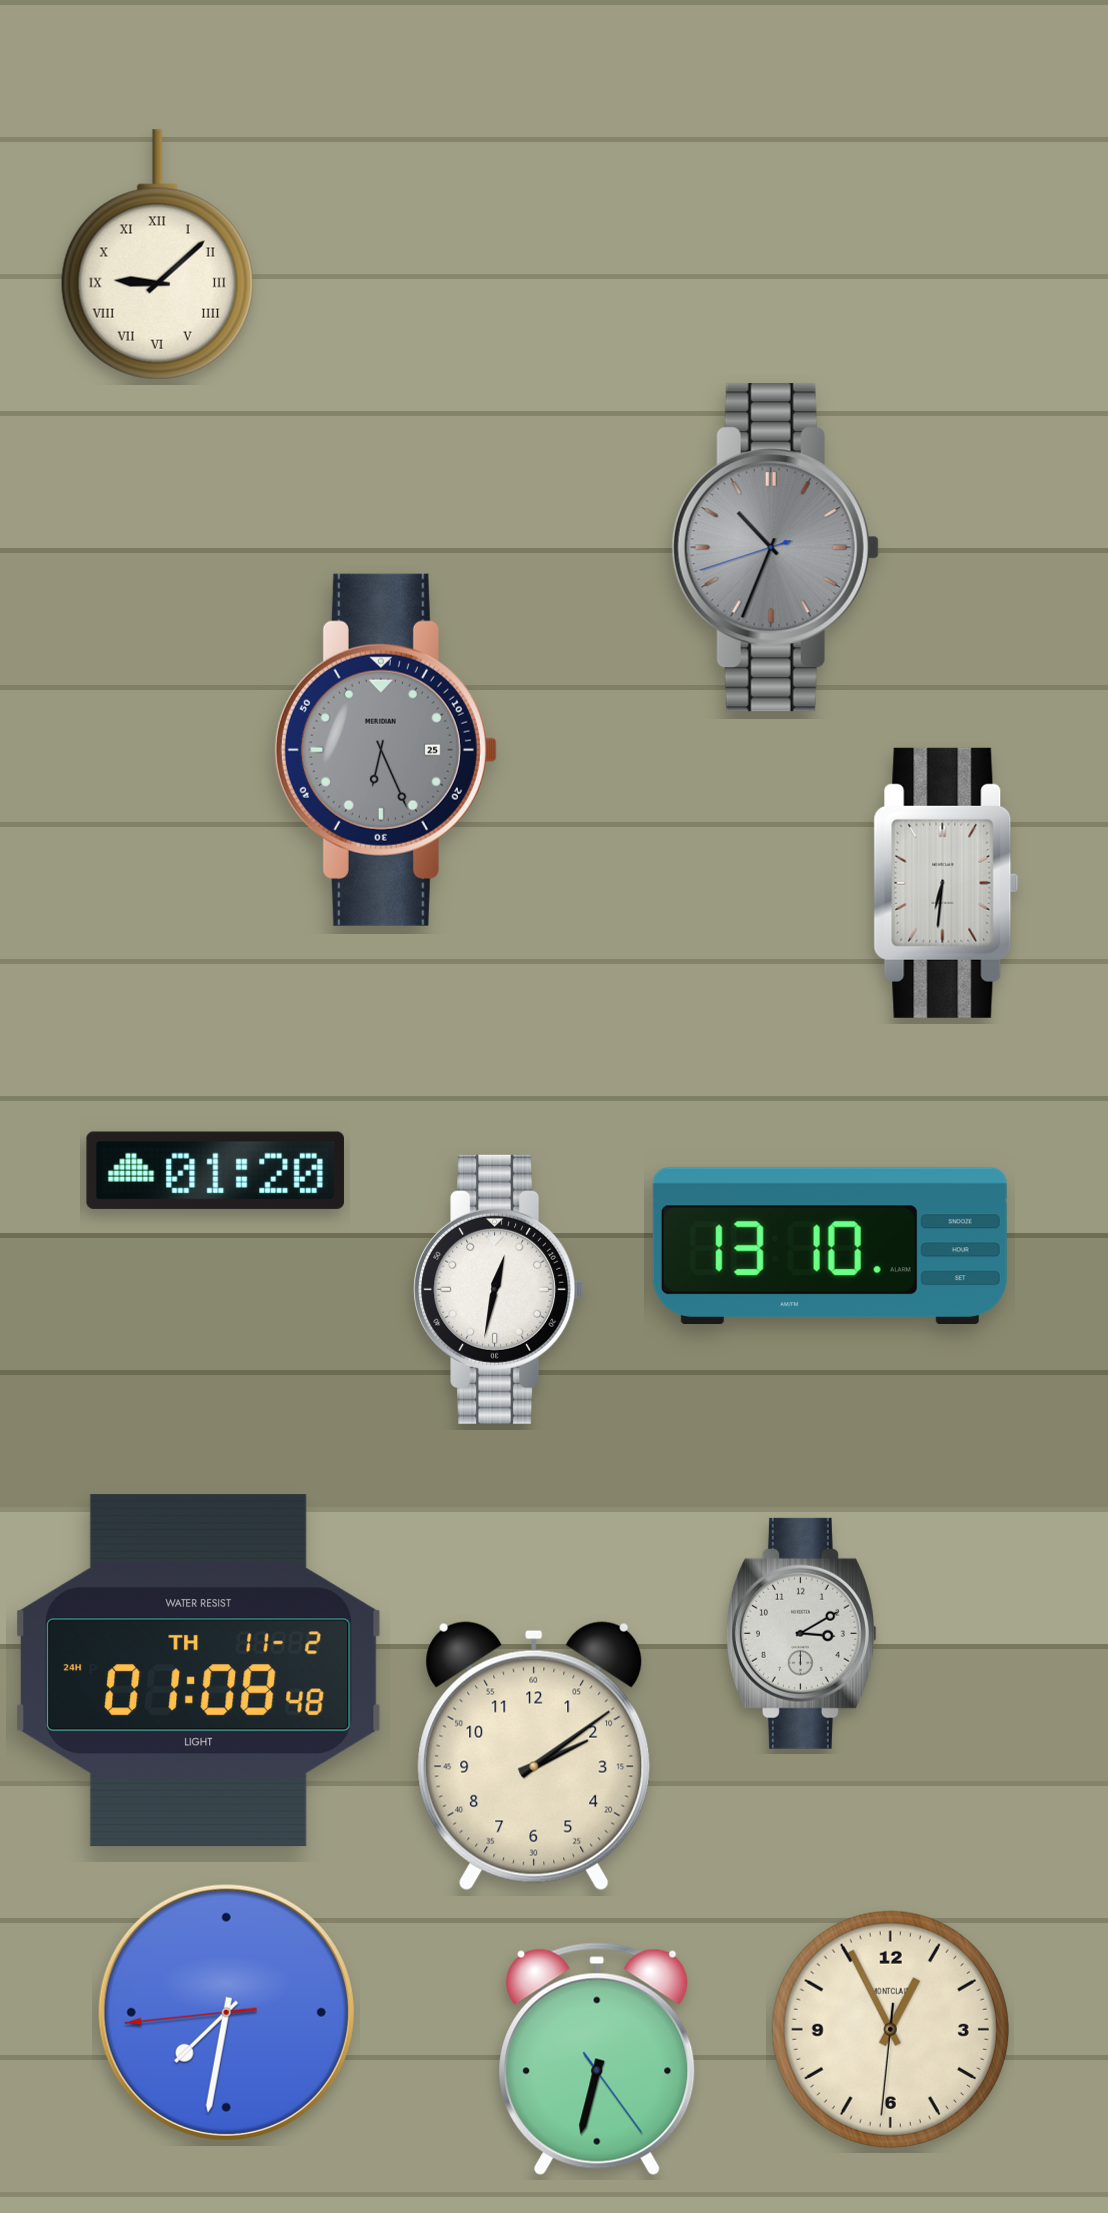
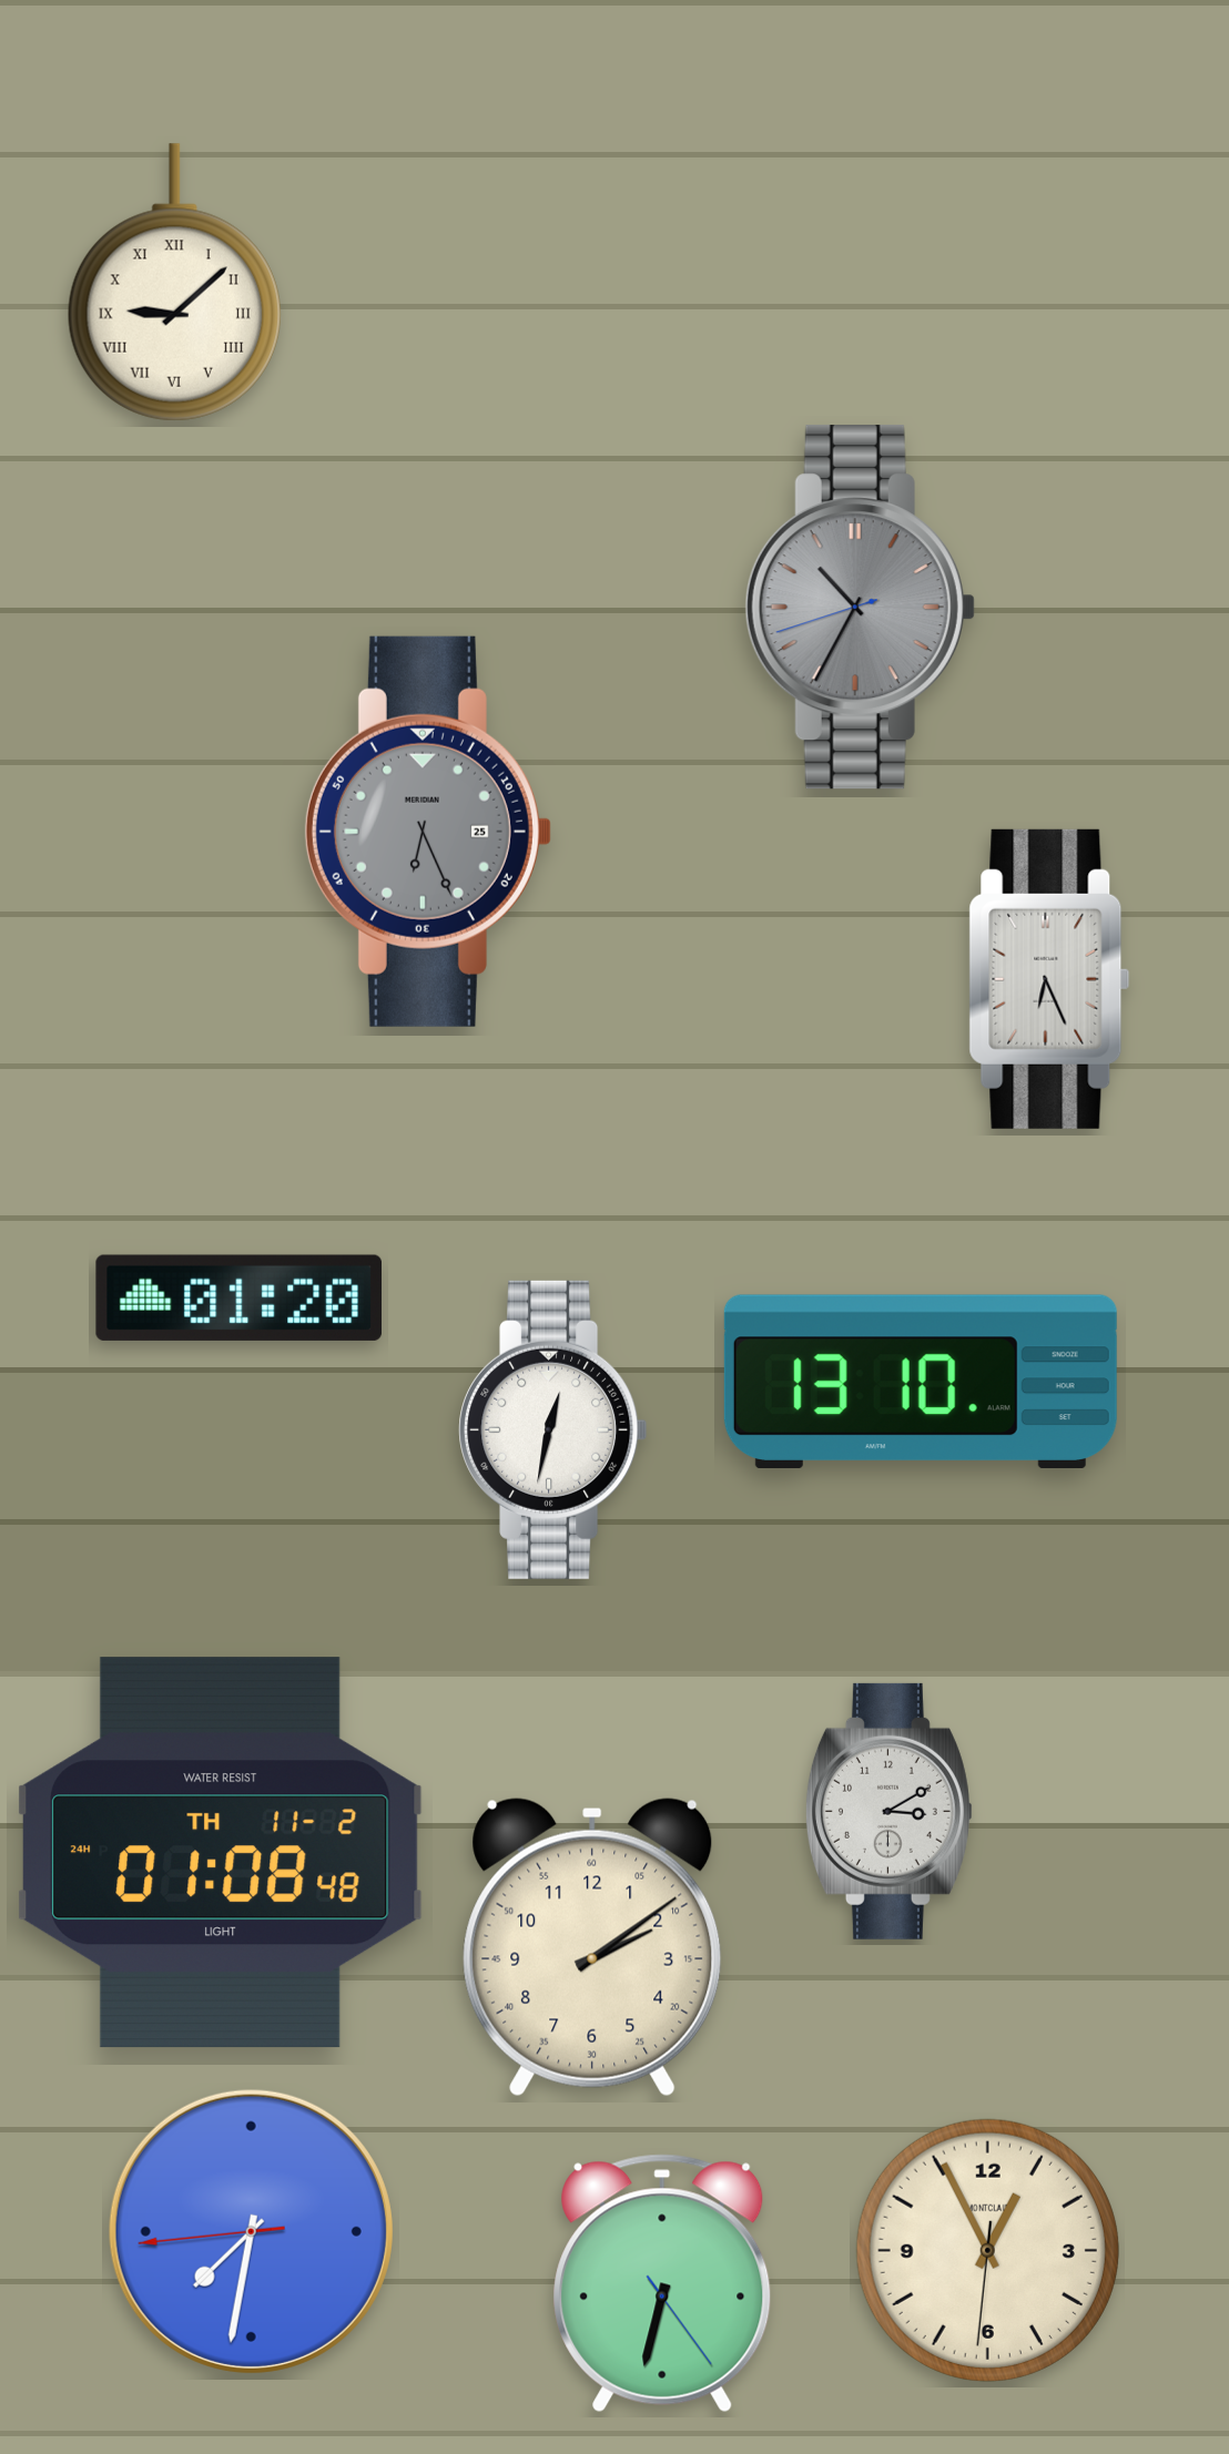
clock at (775, 548): 10:33 -> 10:34
clock at (946, 883): 6:31 -> 6:26
